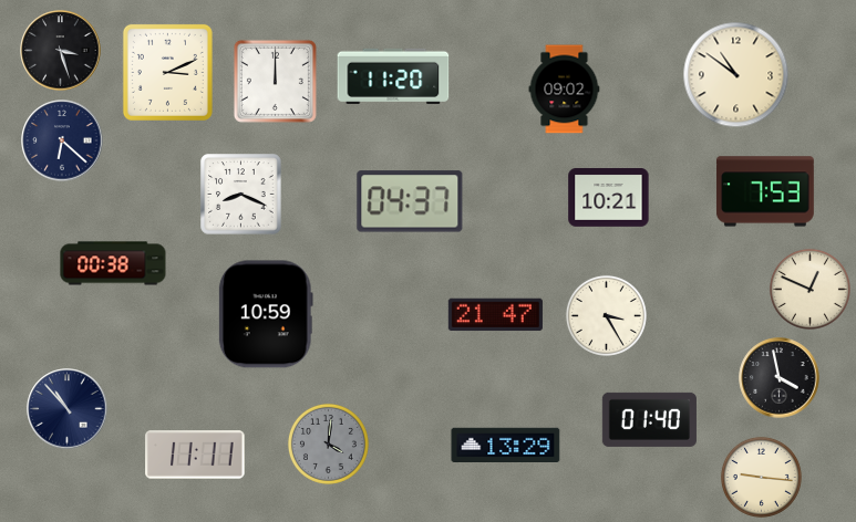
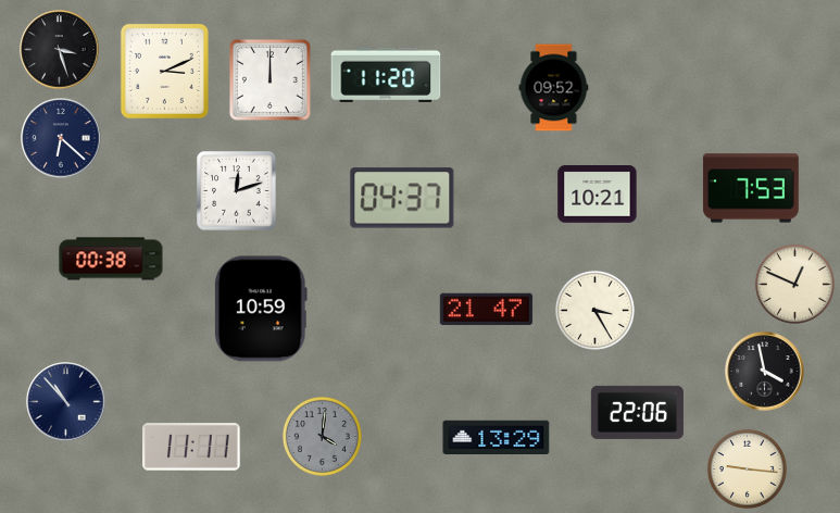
clock at (736, 75): 10:51 -> none
clock at (565, 90): 09:02 -> 09:52
clock at (241, 195): 8:19 -> 12:12
clock at (649, 419): 01:40 -> 22:06
